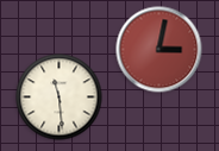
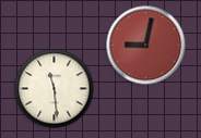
clock at (159, 50): 3:02 -> 9:02
